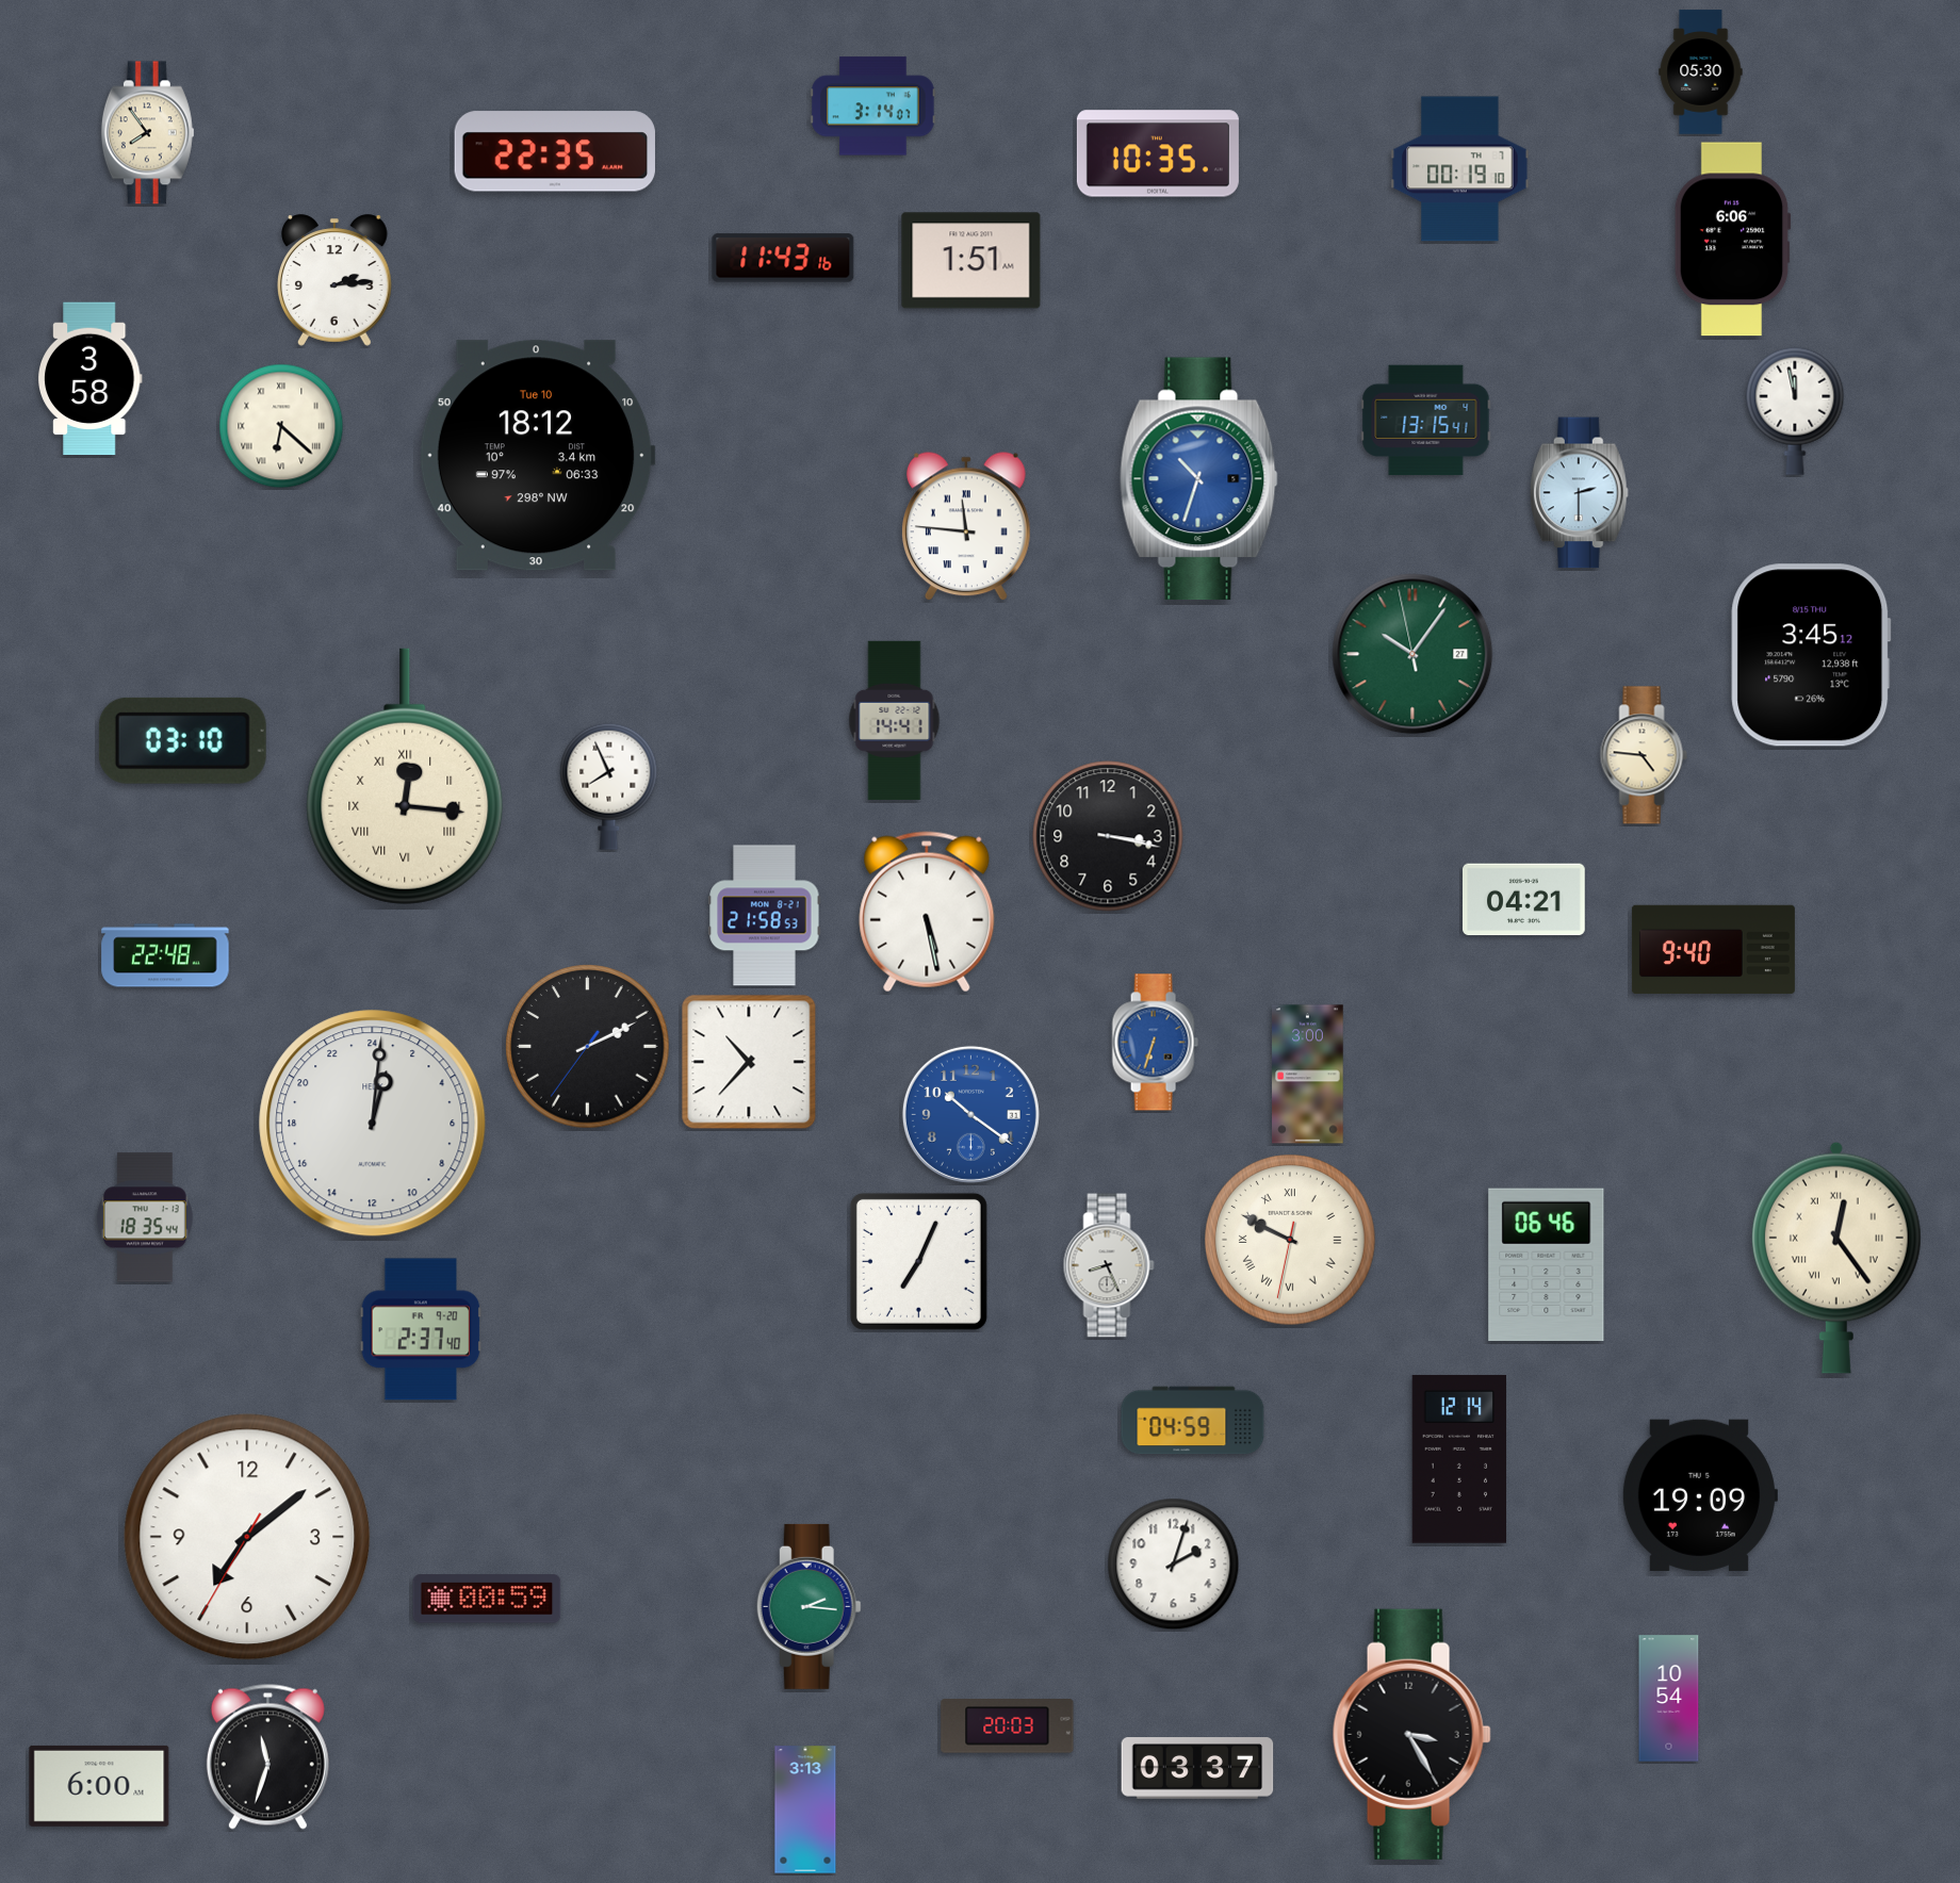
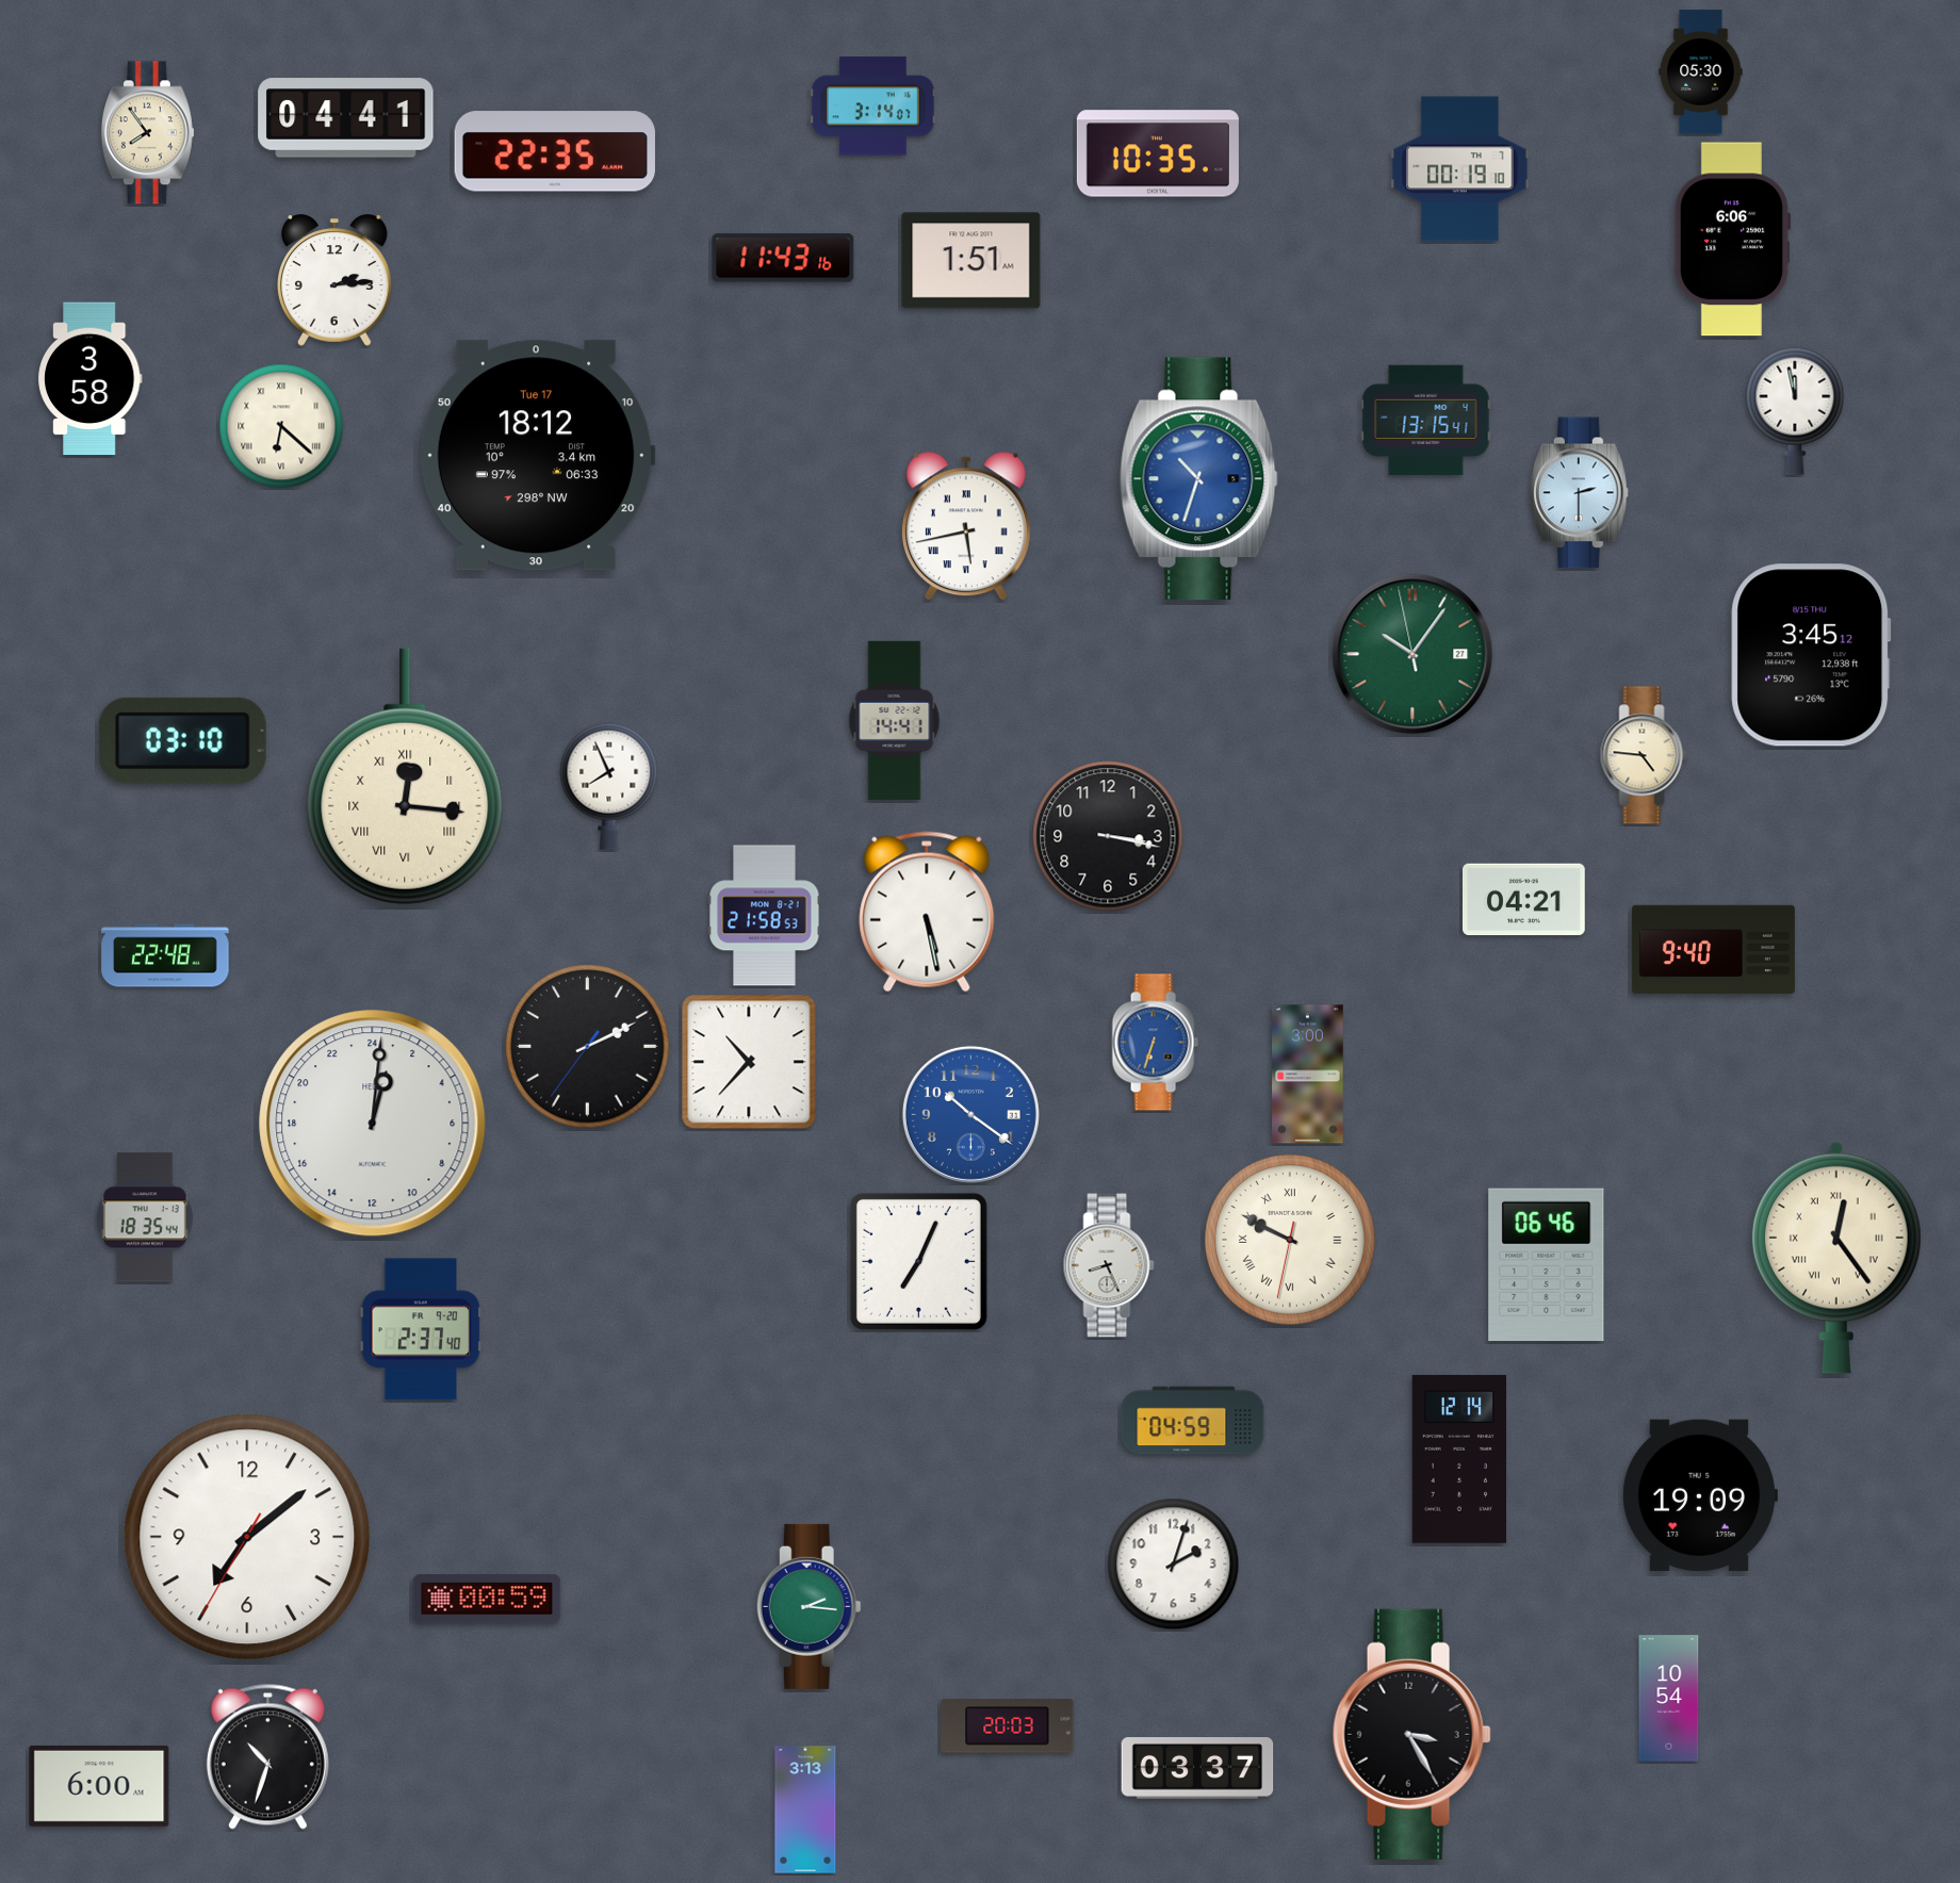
clock at (346, 118): none -> 04:41
clock at (537, 456) date: Tue 10 -> Tue 17
clock at (966, 527): 11:46 -> 5:43
clock at (267, 1756): 11:33 -> 10:33
